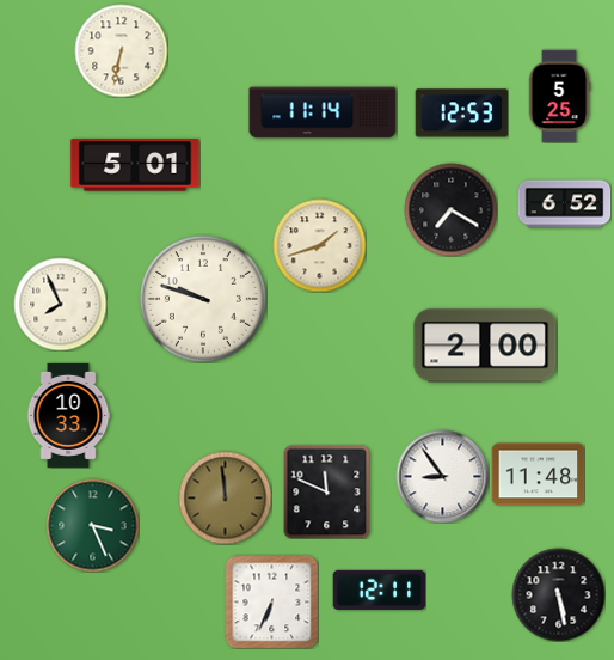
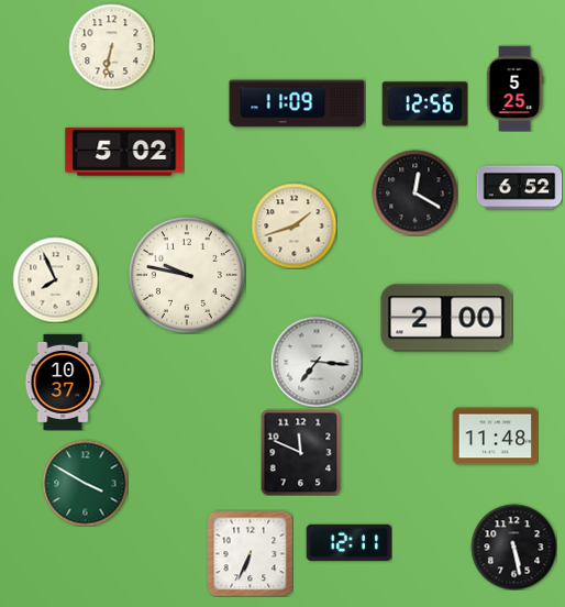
clock at (323, 112): 11:14 -> 11:09
clock at (461, 114): 12:53 -> 12:56
clock at (135, 165): 5:01 -> 5:02
clock at (450, 209): 7:20 -> 12:20
clock at (203, 299): 9:48 -> 9:47
clock at (317, 362): none -> 7:16
clock at (68, 415): 10:33 -> 10:37
clock at (442, 476): 8:54 -> none
clock at (225, 497): 11:59 -> none
clock at (92, 525): 3:26 -> 3:50
